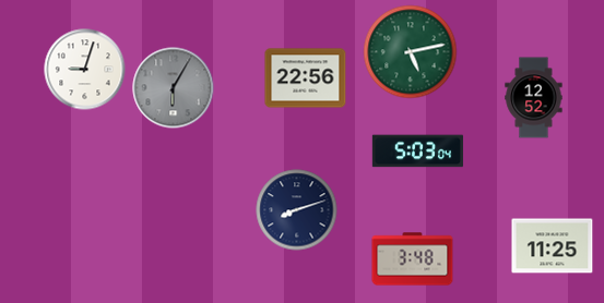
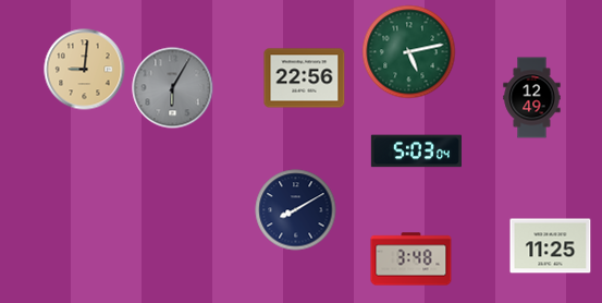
clock at (85, 70): 9:03 -> 9:01
clock at (85, 70) dial: white -> champagne
clock at (534, 98): 12:52 -> 12:49
clock at (297, 210): 8:12 -> 8:10
